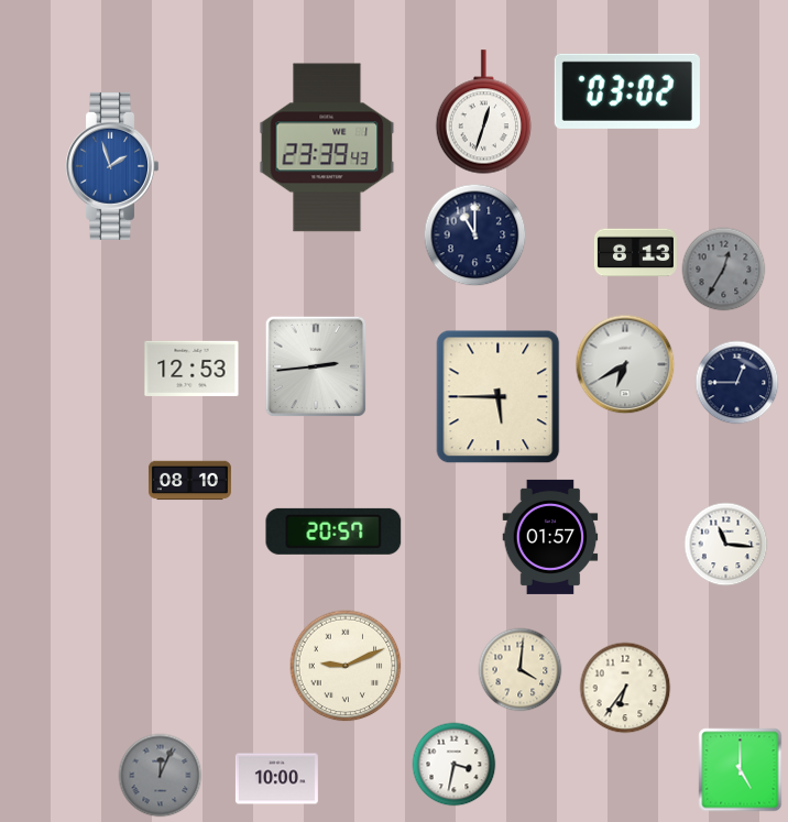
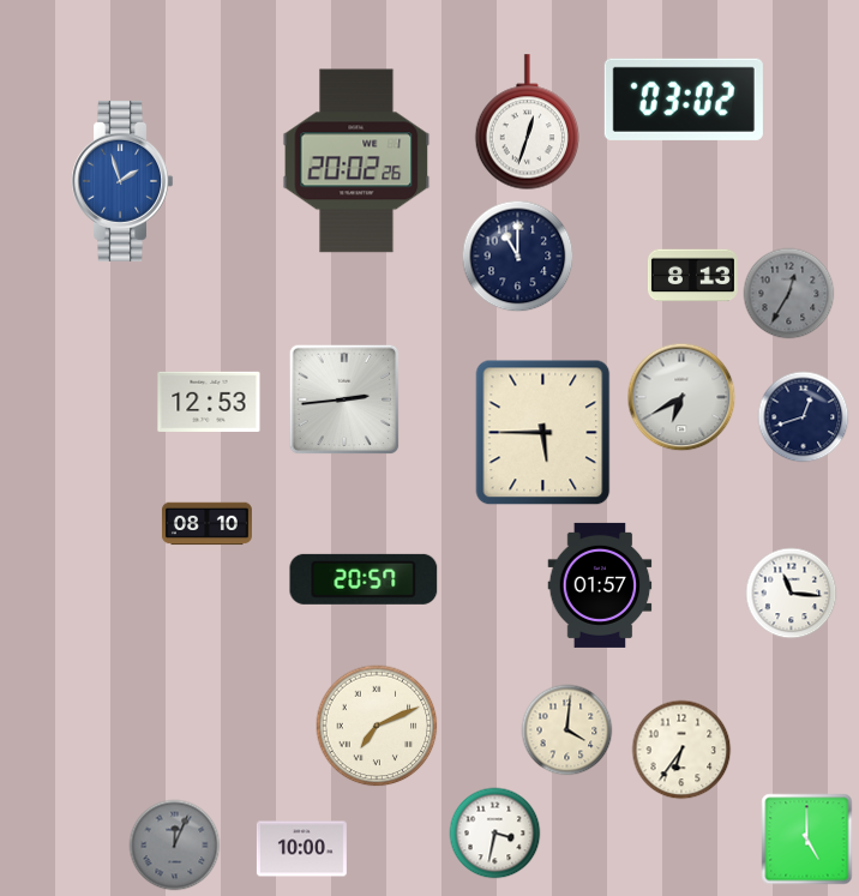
clock at (327, 147): 23:39 -> 20:02
clock at (737, 383): 12:45 -> 12:42
clock at (346, 666): 9:11 -> 7:11
